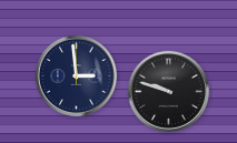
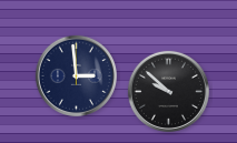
clock at (168, 91): 9:48 -> 9:52
